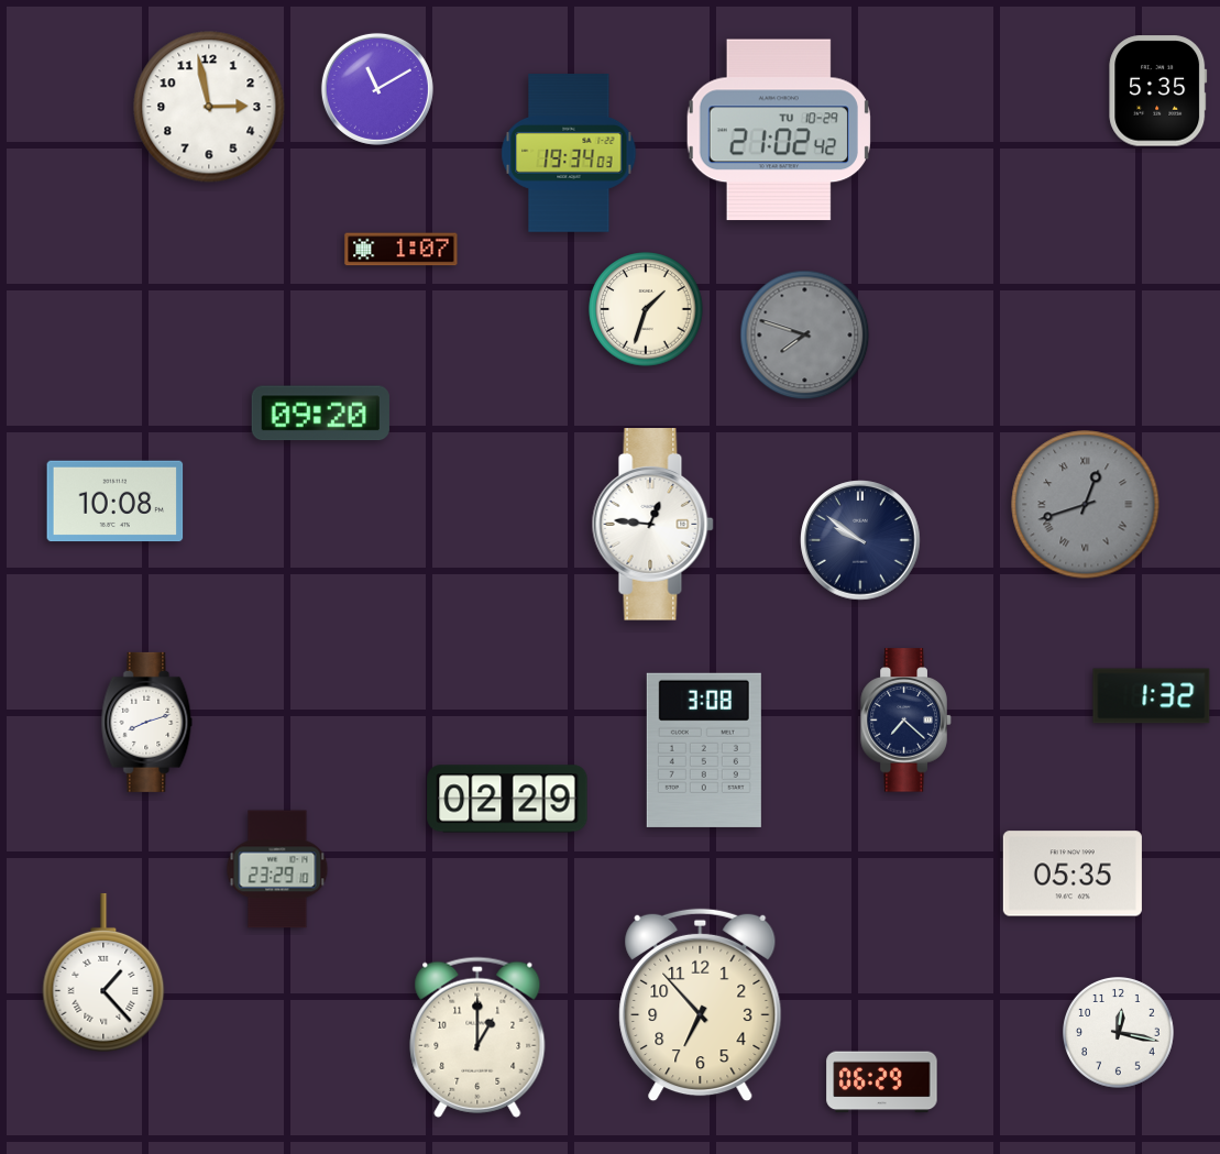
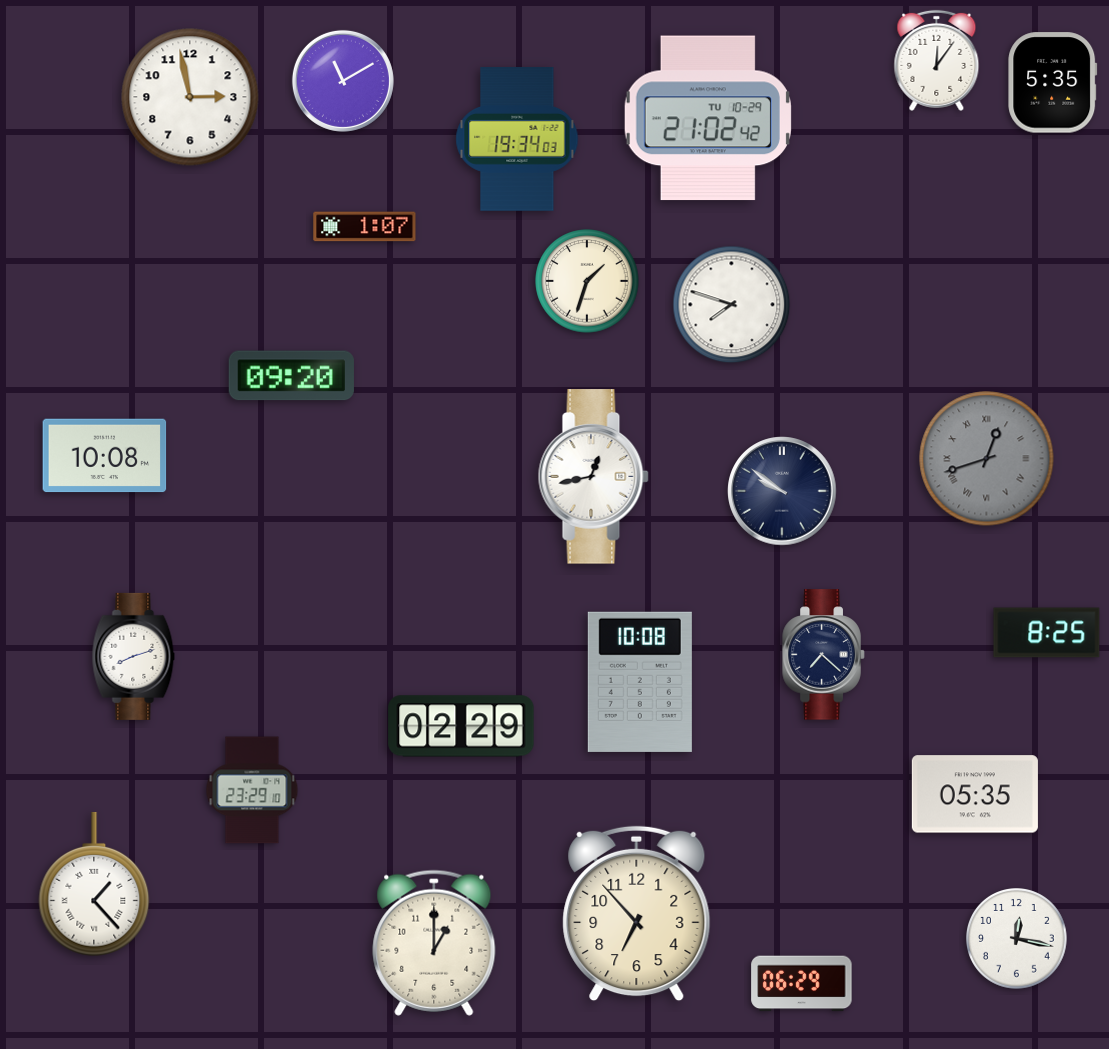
clock at (937, 60): none -> 12:06
clock at (805, 336) dial: grey -> white
clock at (652, 525): 12:46 -> 12:43
clock at (1152, 696): 1:32 -> 8:25
clock at (704, 750): 3:08 -> 10:08
